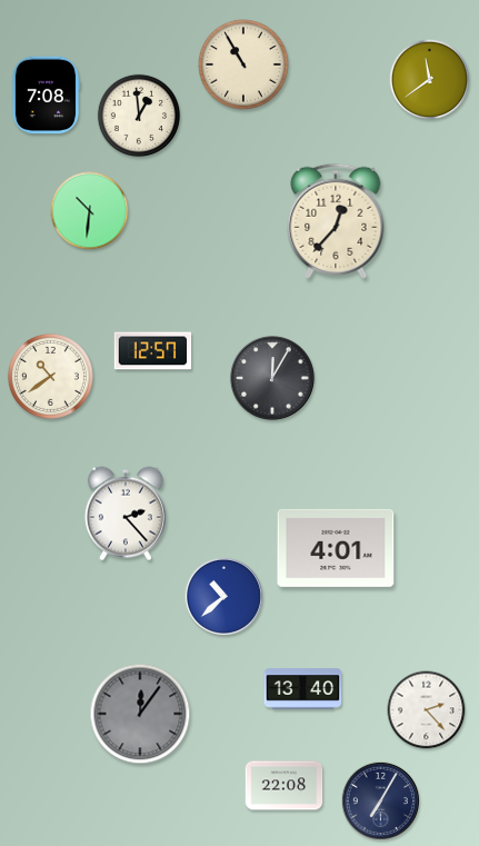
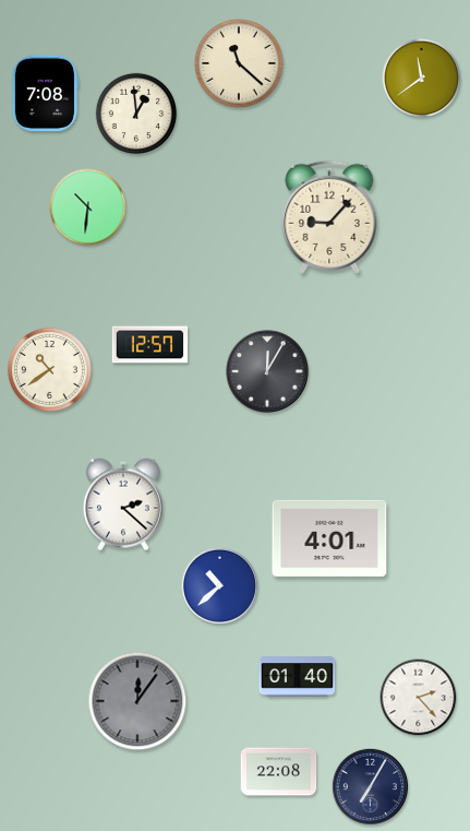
clock at (243, 64): 10:55 -> 11:22
clock at (336, 221): 12:37 -> 9:07
clock at (126, 514): 2:23 -> 2:22
clock at (303, 689): 13:40 -> 01:40
clock at (380, 800) position: (380, 800) -> (370, 786)
